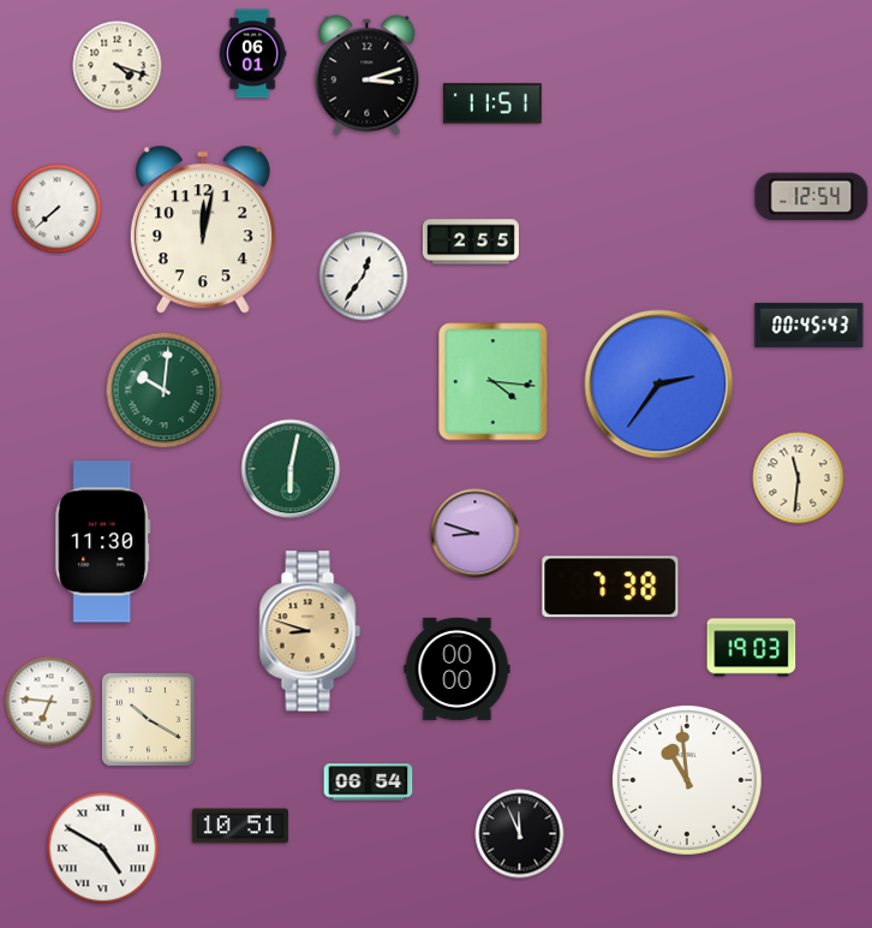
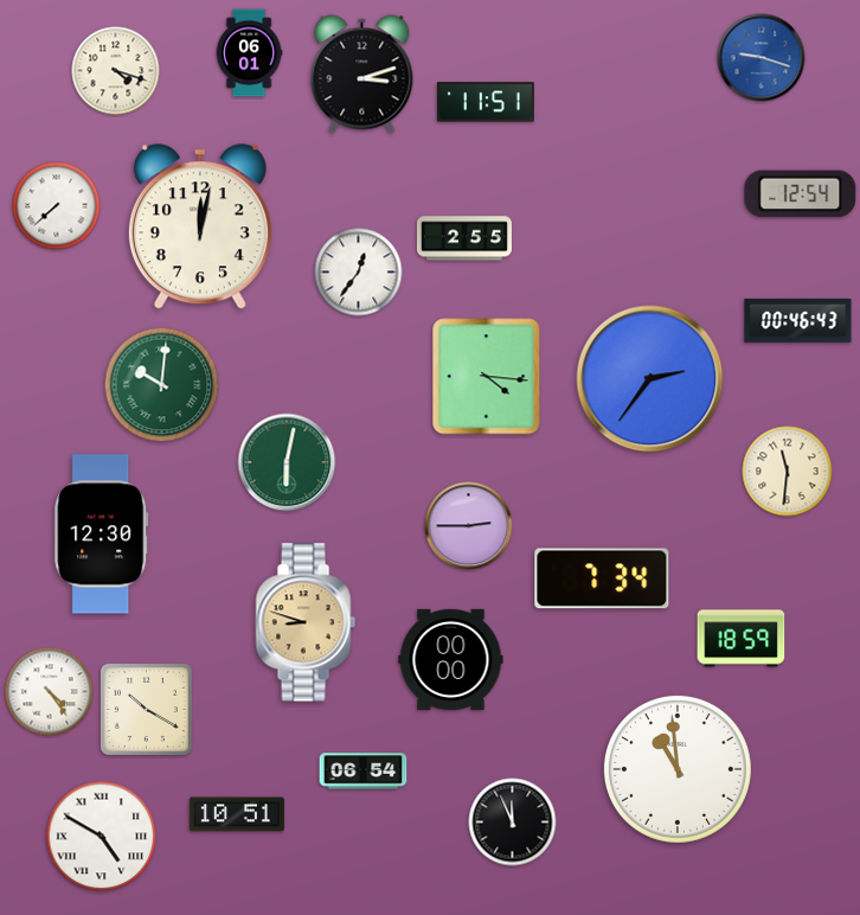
clock at (762, 58): none -> 9:18
clock at (118, 66) position: (118, 66) -> (116, 71)
clock at (810, 325): 00:45 -> 00:46
clock at (476, 534): 8:48 -> 2:45
clock at (103, 542): 11:30 -> 12:30
clock at (610, 587): 7:38 -> 7:34
clock at (752, 648): 19:03 -> 18:59
clock at (50, 702): 6:46 -> 4:24
